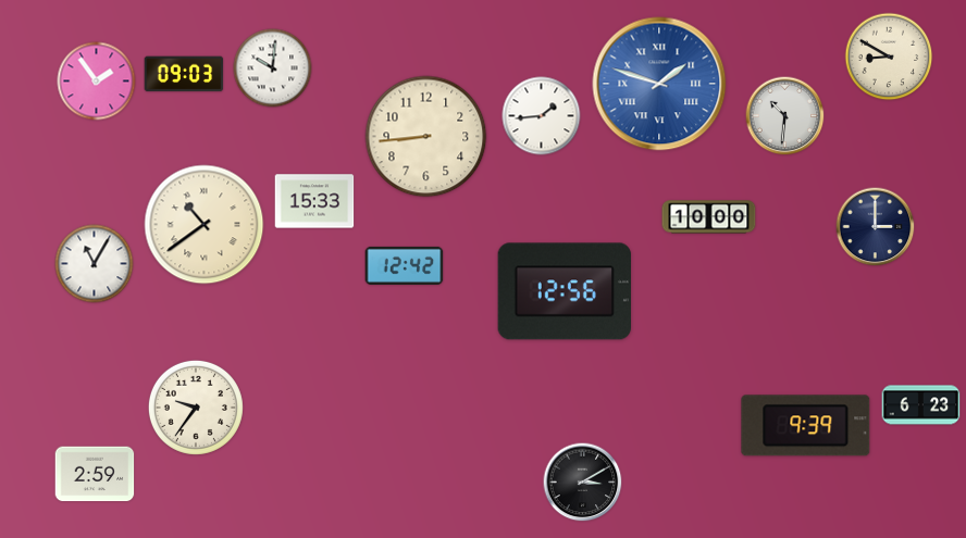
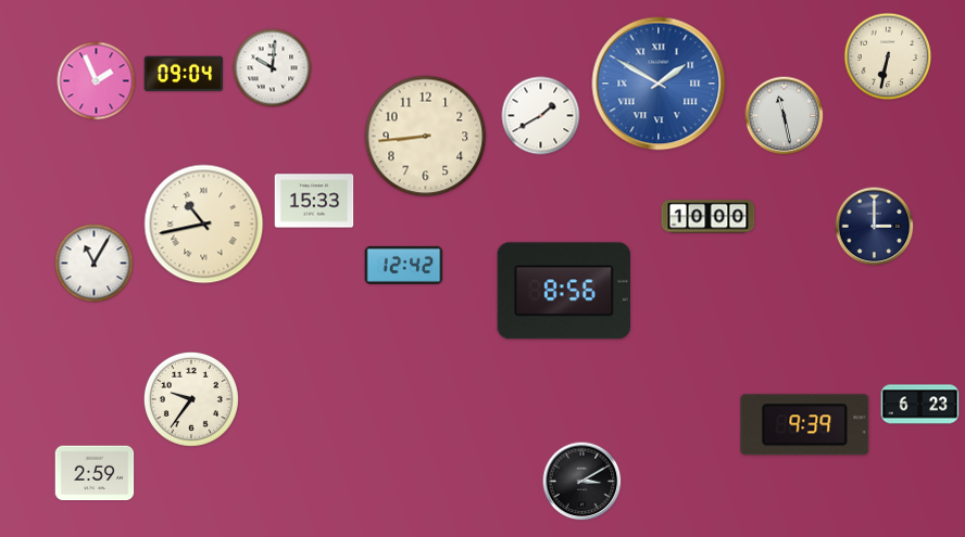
clock at (889, 57): 8:50 -> 6:32
clock at (184, 74): 09:03 -> 09:04
clock at (97, 82): 1:54 -> 1:56
clock at (659, 84): 1:48 -> 1:50
clock at (542, 116): 1:44 -> 1:40
clock at (785, 116): 10:31 -> 11:28
clock at (205, 225): 10:39 -> 10:43
clock at (563, 291): 12:56 -> 8:56
clock at (196, 408) position: (196, 408) -> (191, 399)
